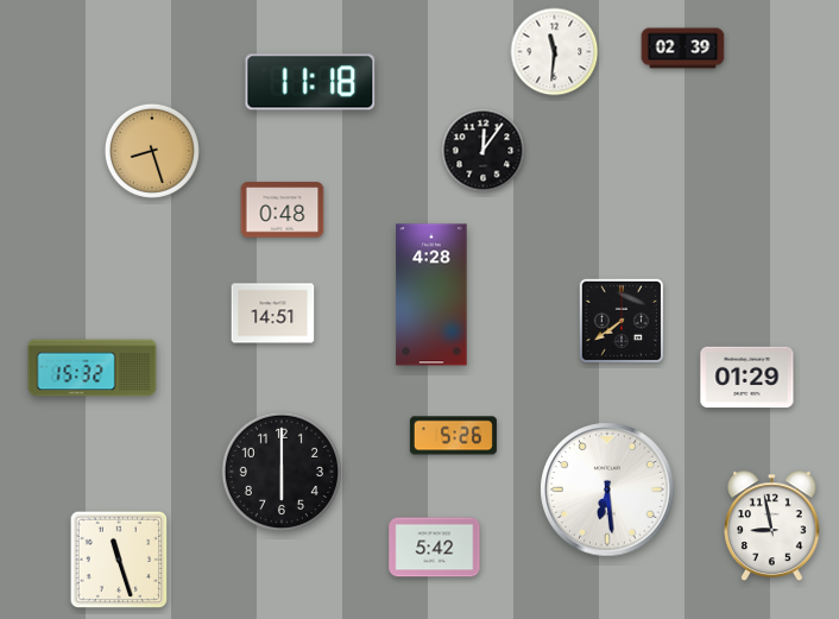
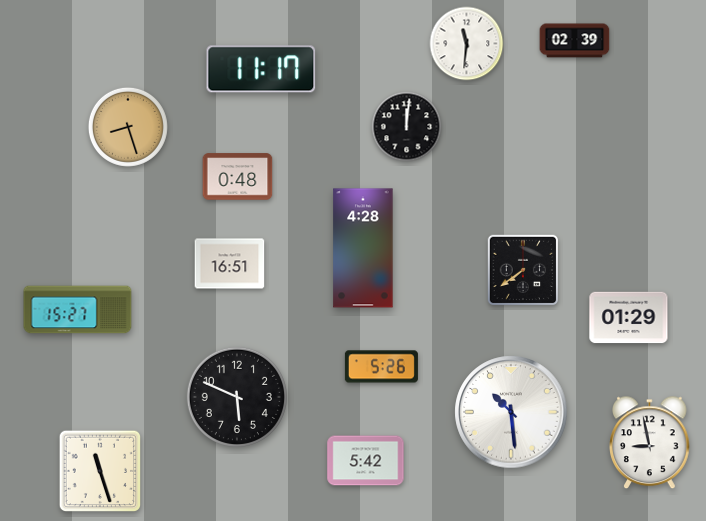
clock at (310, 82): 11:18 -> 11:17
clock at (484, 151): 12:06 -> 12:01
clock at (273, 314): 14:51 -> 16:51
clock at (93, 368): 15:32 -> 15:27
clock at (282, 472): 6:00 -> 5:49
clock at (607, 489): 6:29 -> 10:29
